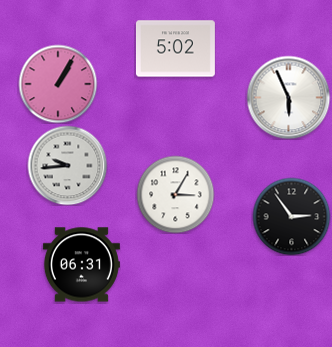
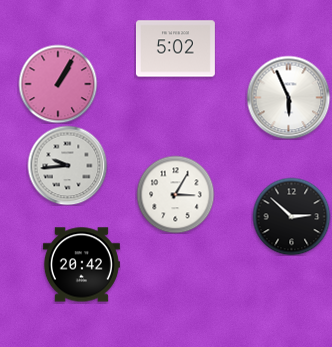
clock at (291, 216): 2:54 -> 2:52
clock at (81, 265): 06:31 -> 20:42
